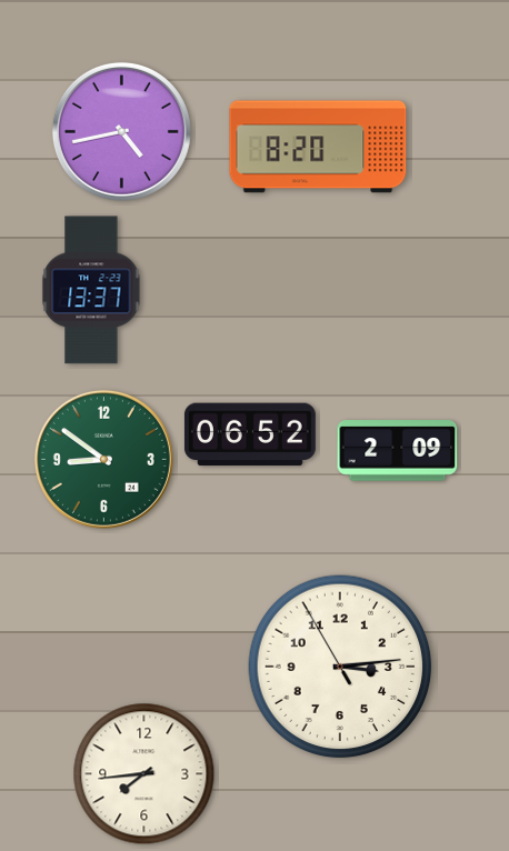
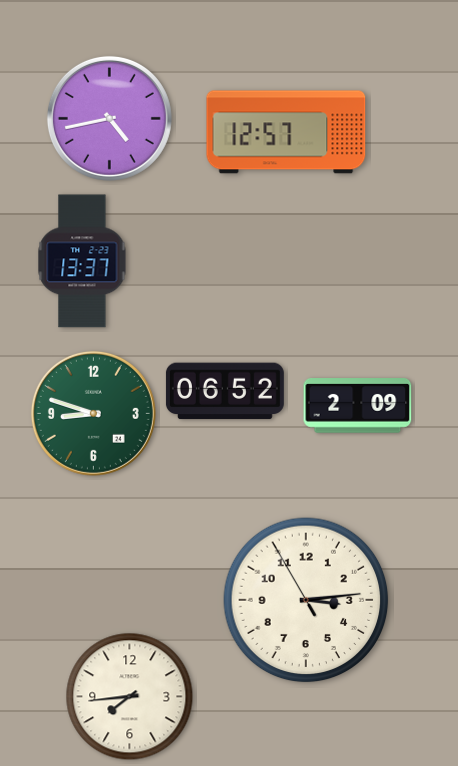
clock at (318, 147): 8:20 -> 12:57
clock at (103, 459): 8:51 -> 8:48
